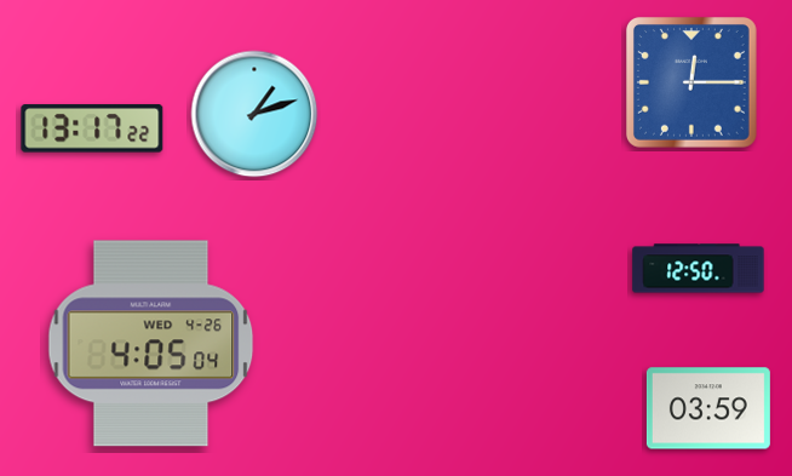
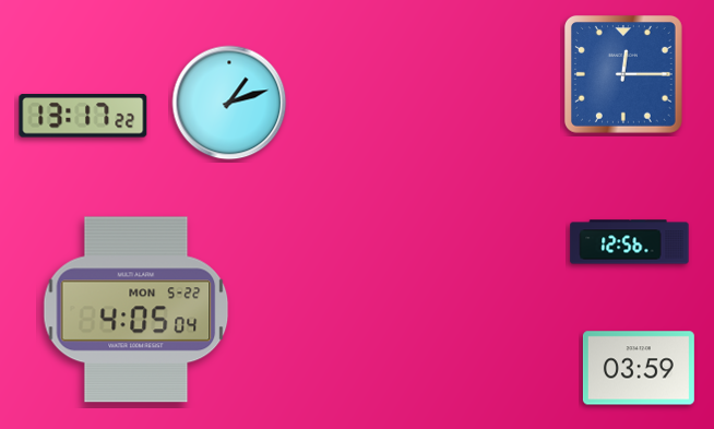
clock at (699, 269): 12:50 -> 12:56
clock at (151, 344) date: WED 4-26 -> MON 5-22
